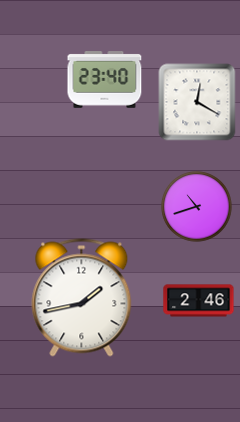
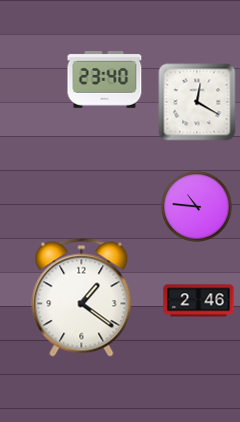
clock at (197, 207): 10:42 -> 10:46
clock at (82, 298): 1:43 -> 1:21
